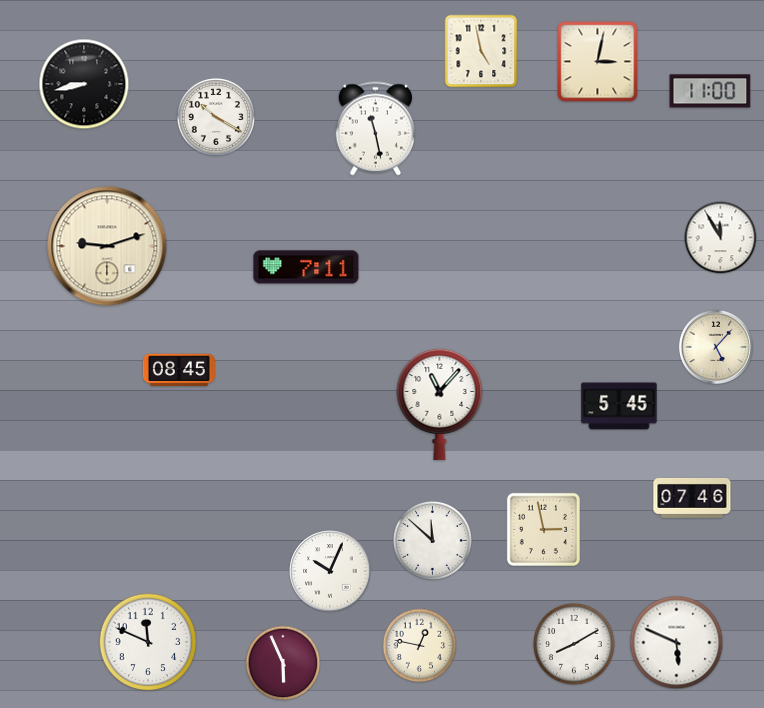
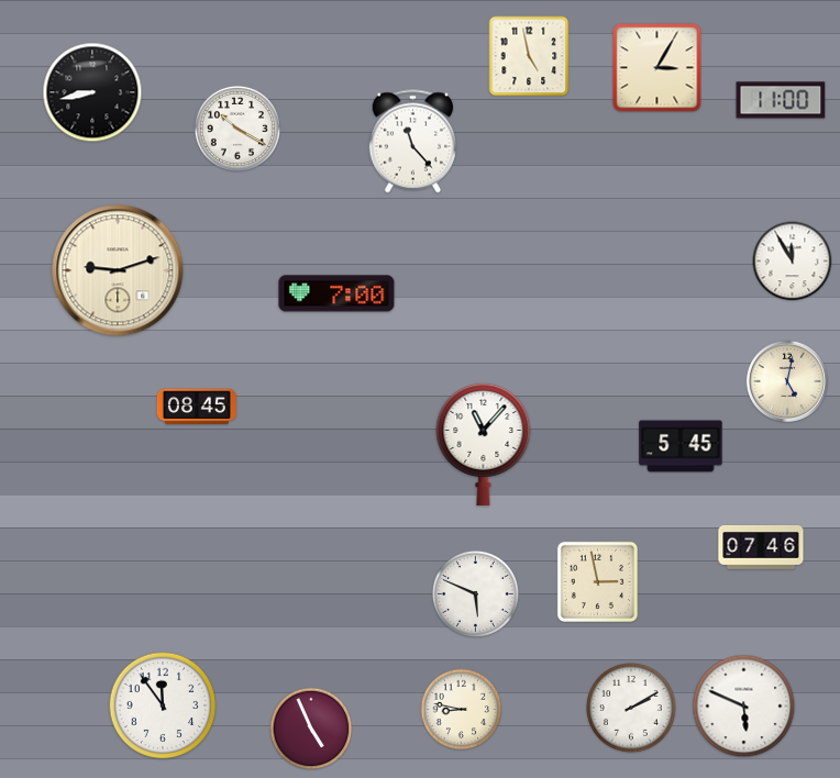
clock at (598, 62): 3:02 -> 3:05
clock at (375, 129): 11:28 -> 11:23
clock at (306, 267): 7:11 -> 7:00
clock at (716, 347): 5:07 -> 5:02
clock at (432, 540): 11:52 -> 5:49
clock at (330, 571): 10:04 -> none
clock at (148, 642): 11:49 -> 11:54
clock at (574, 644): 8:10 -> 2:10
clock at (420, 646): 12:47 -> 8:47
clock at (283, 663): 5:56 -> 4:56
